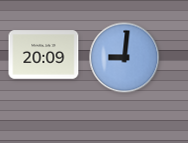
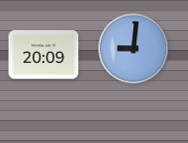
clock at (125, 58) position: (125, 58) -> (134, 49)
